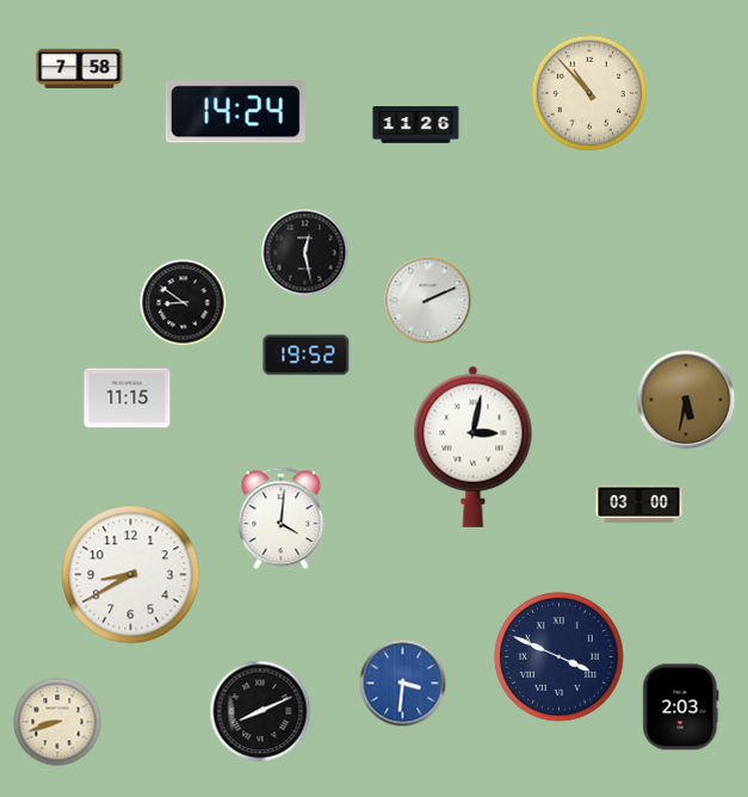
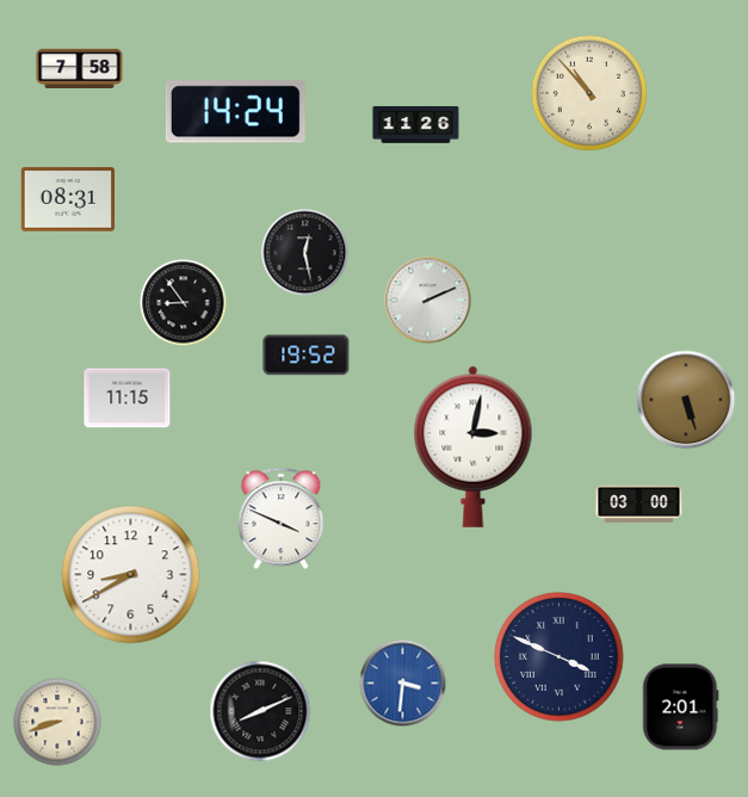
clock at (67, 199): none -> 08:31
clock at (184, 303): 8:51 -> 8:54
clock at (686, 400): 5:32 -> 5:27
clock at (282, 519): 4:01 -> 3:49
clock at (681, 708): 2:03 -> 2:01
